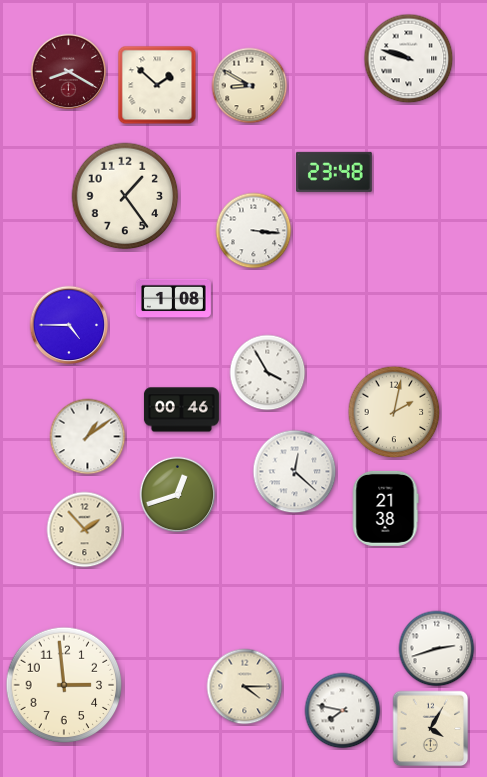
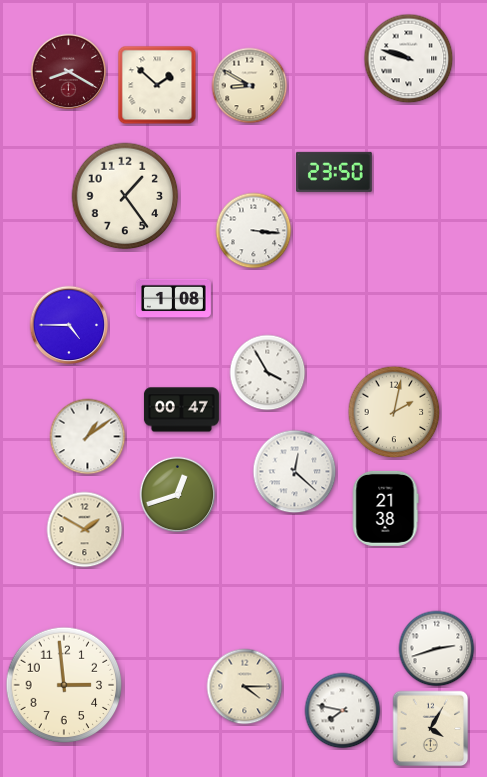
clock at (334, 172): 23:48 -> 23:50
clock at (181, 410): 00:46 -> 00:47
clock at (85, 530): 1:53 -> 1:50
